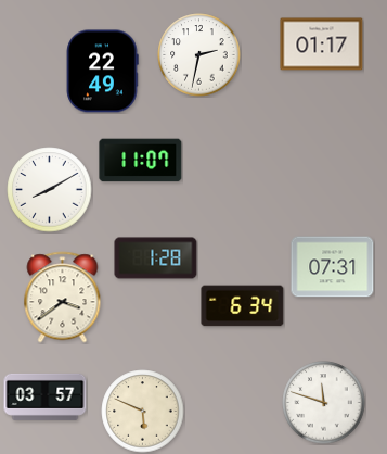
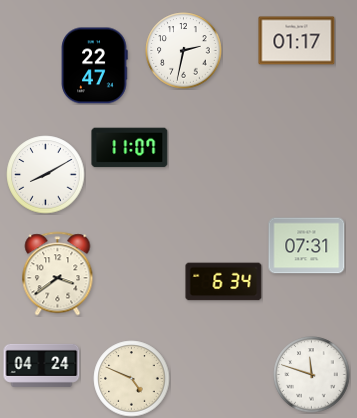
clock at (102, 72): 22:49 -> 22:47
clock at (156, 258): 1:28 -> none
clock at (46, 396): 03:57 -> 04:24
clock at (324, 403) position: (324, 403) -> (312, 375)
clock at (143, 412): 5:49 -> 4:49
